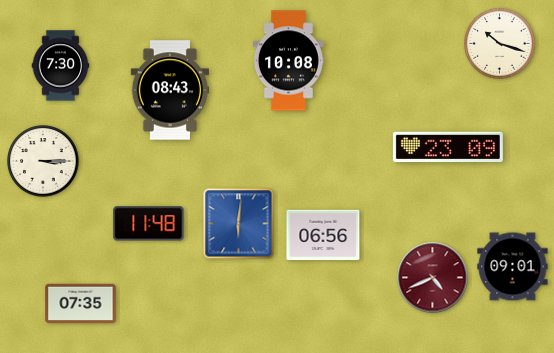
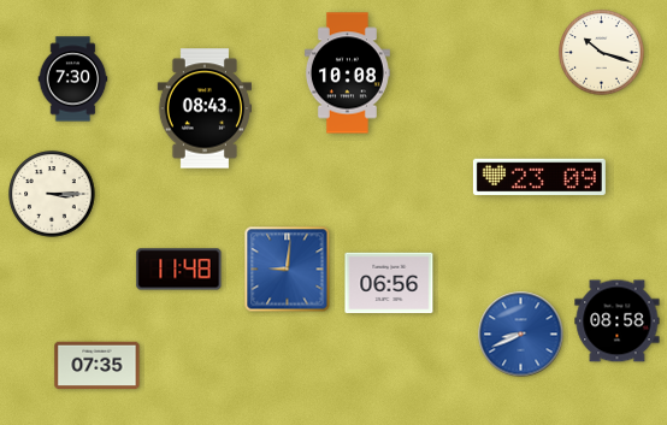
clock at (239, 224): 6:01 -> 9:01
clock at (513, 267): 09:01 -> 08:58
clock at (433, 278): 4:41 -> 8:41
clock at (433, 278) dial: burgundy -> blue
